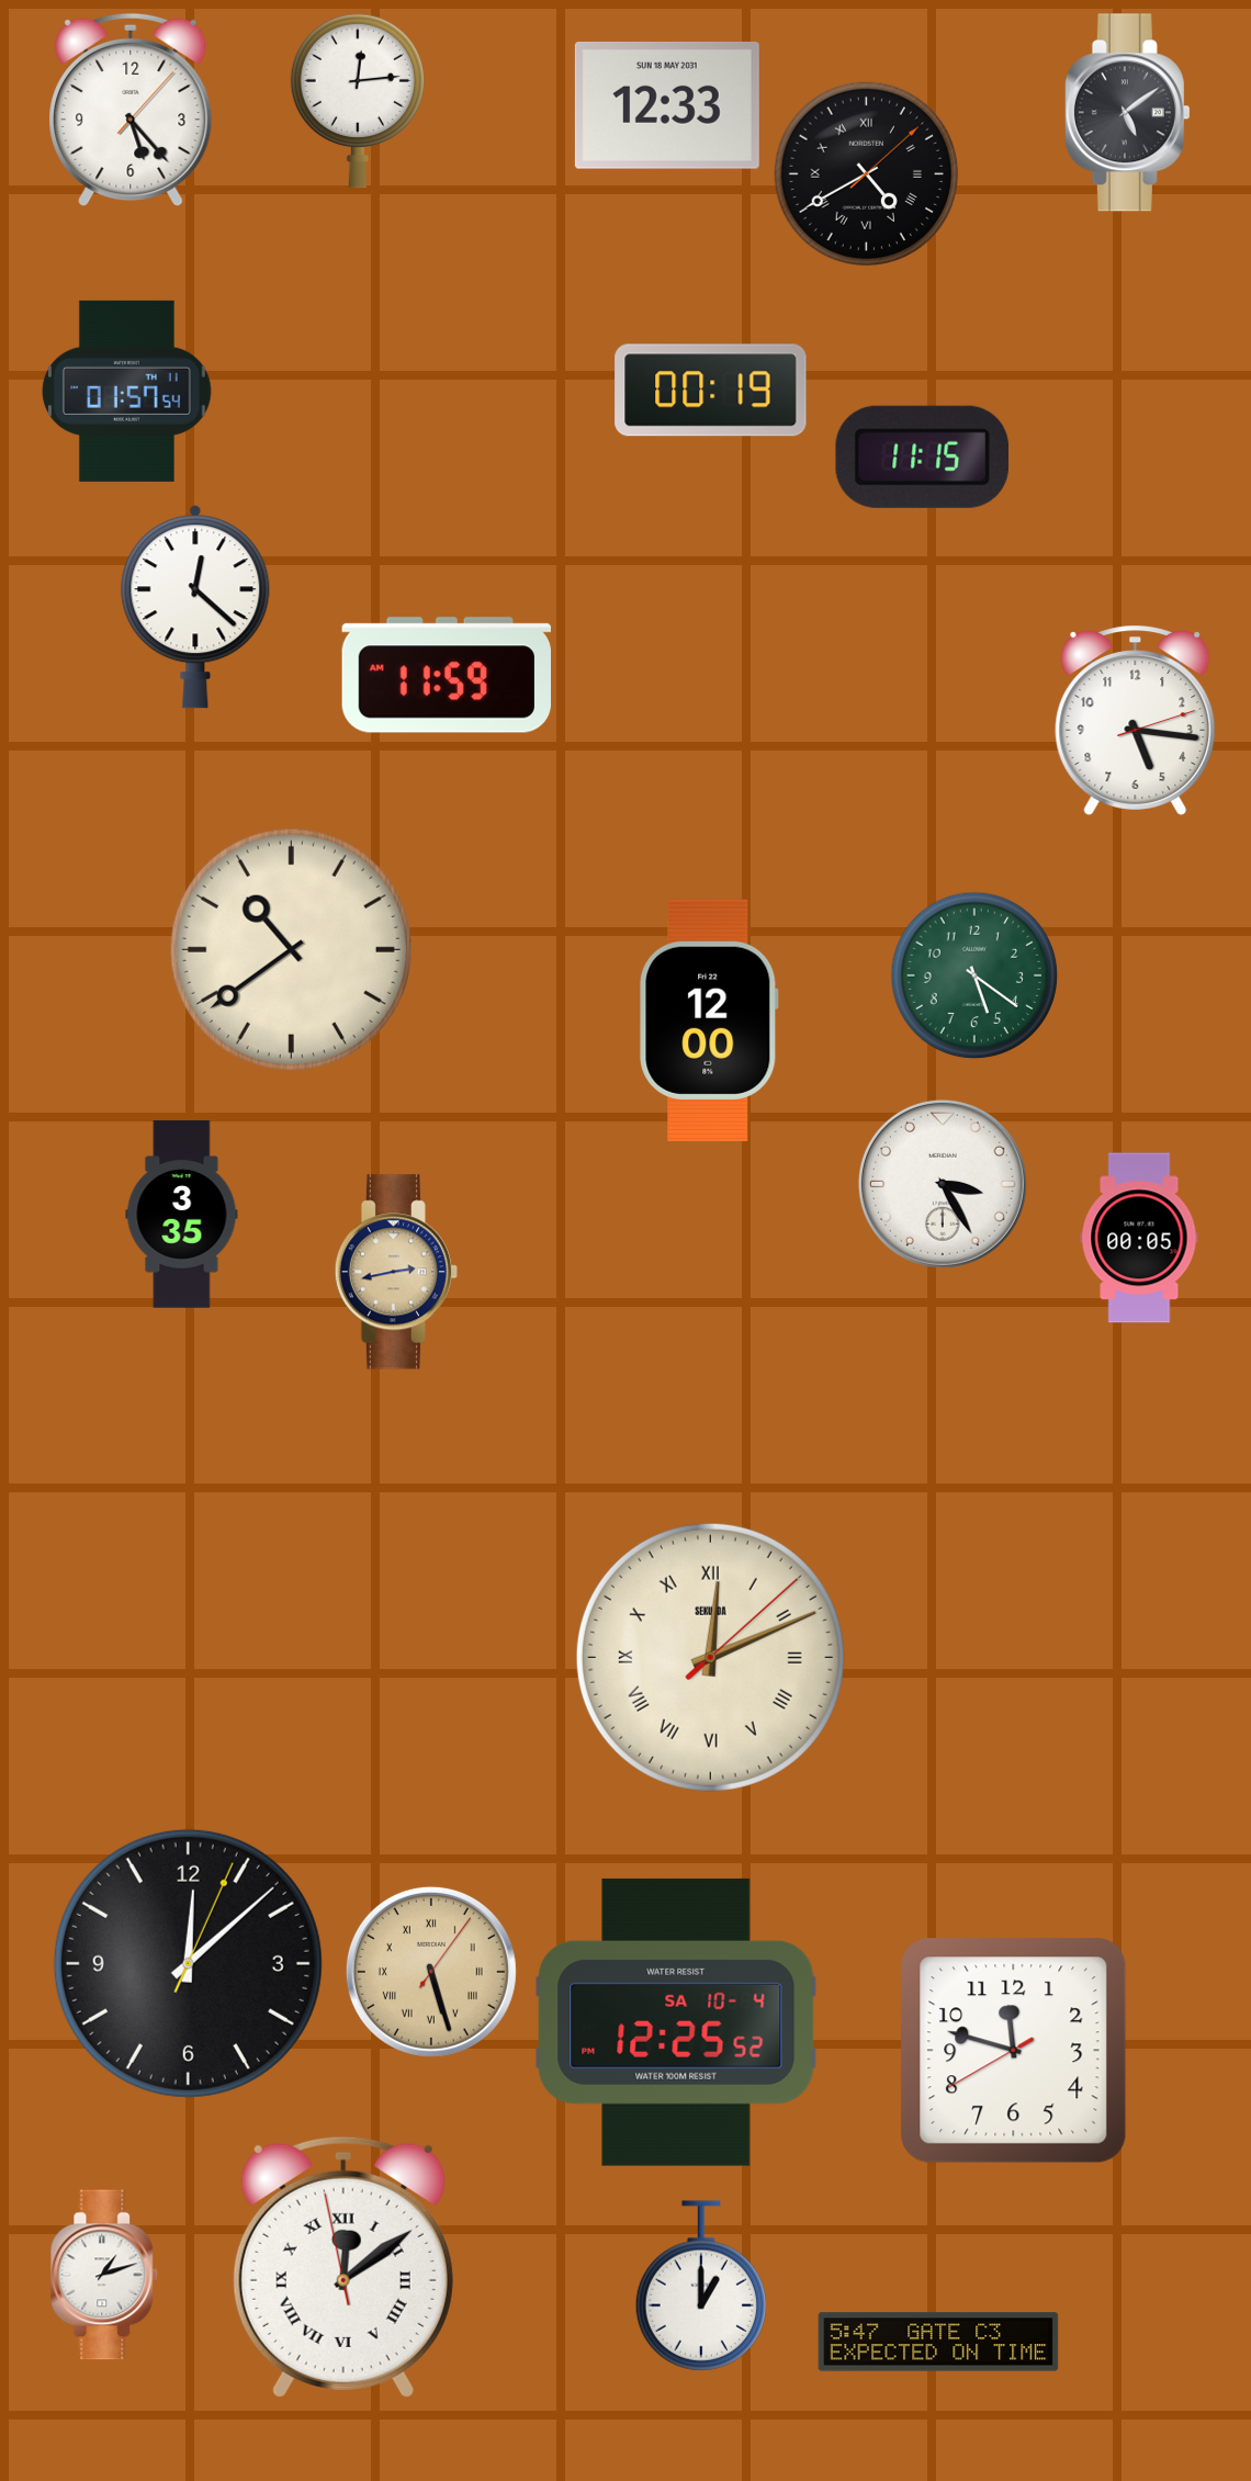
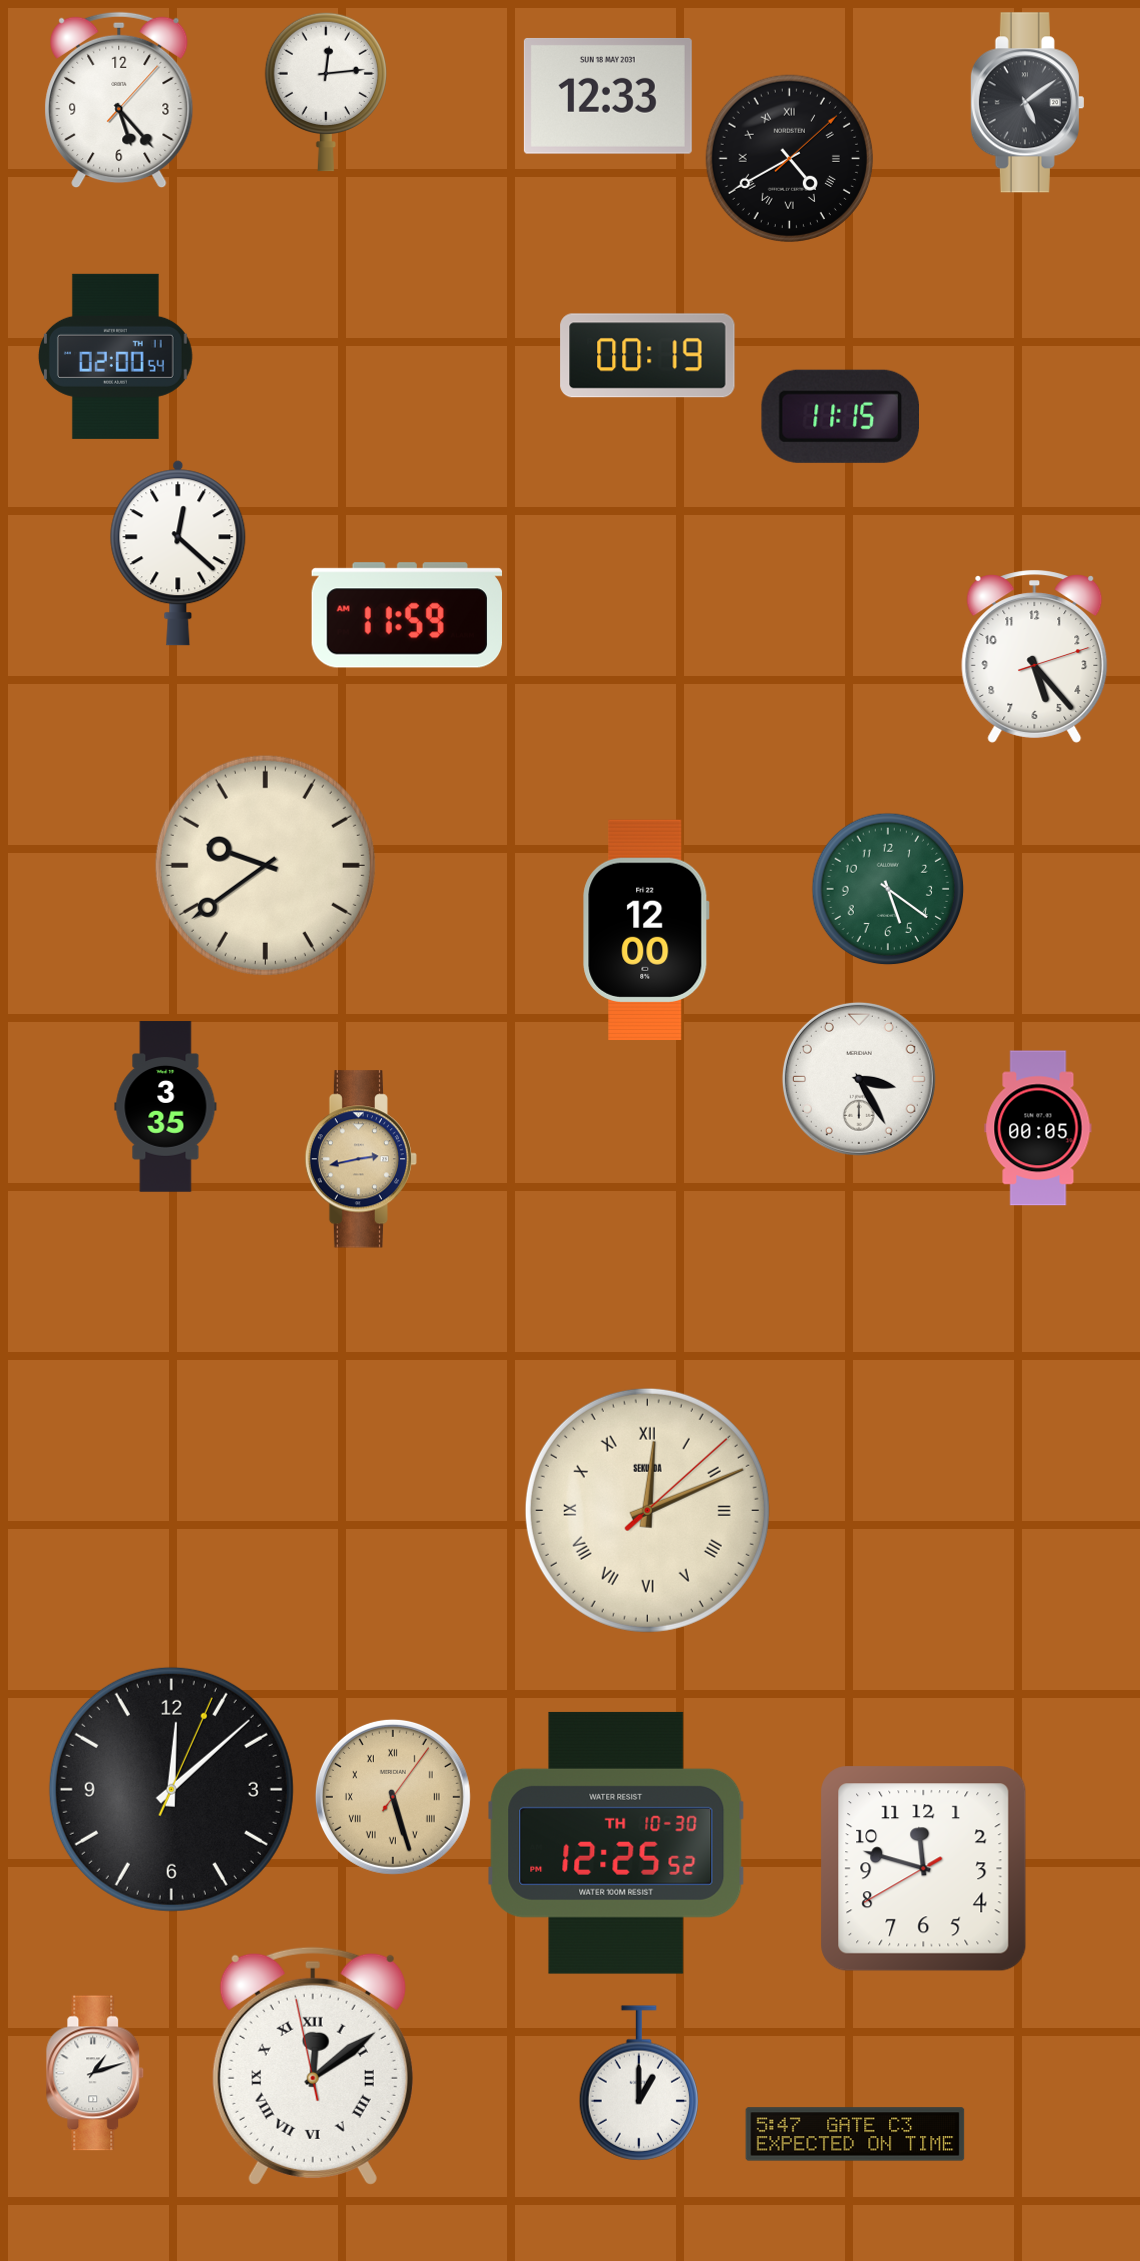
clock at (126, 391): 01:57 -> 02:00
clock at (1136, 720): 5:16 -> 5:23
clock at (291, 949): 10:39 -> 9:39
clock at (676, 2022) date: SA 10-4 -> TH 10-30
